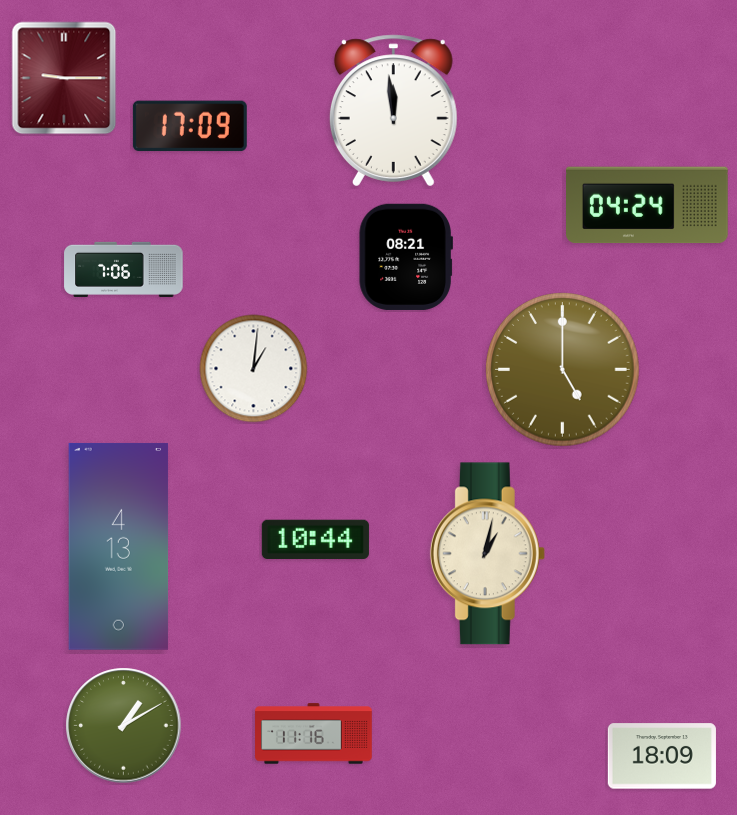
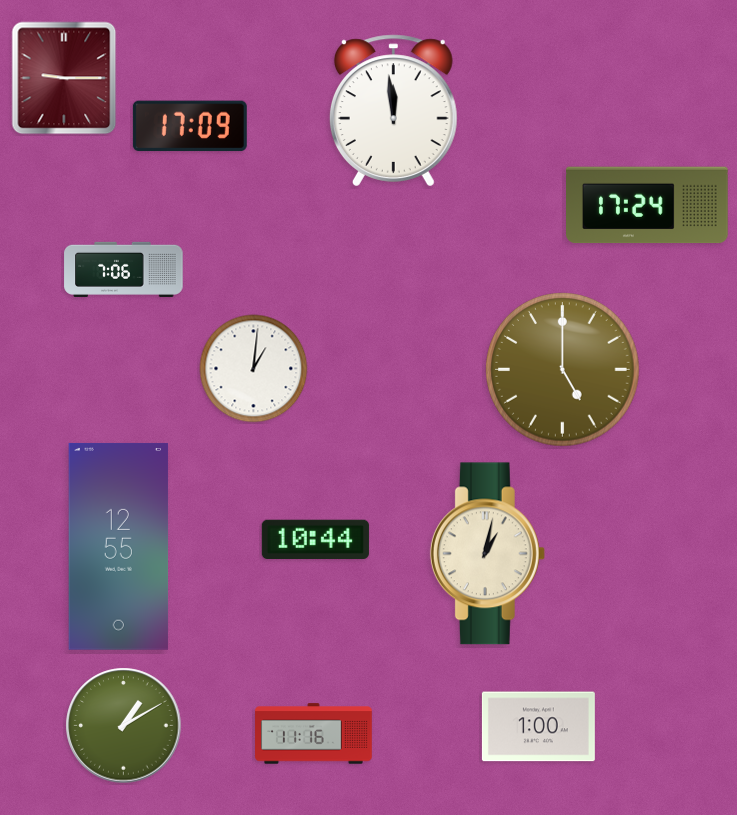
clock at (648, 205): 04:24 -> 17:24
clock at (406, 257): 08:21 -> none
clock at (119, 546): 4:13 -> 12:55
clock at (538, 727): none -> 1:00
clock at (662, 756): 18:09 -> none
